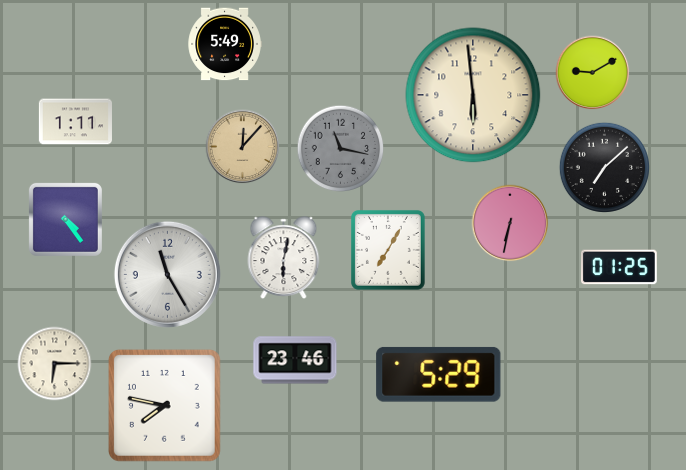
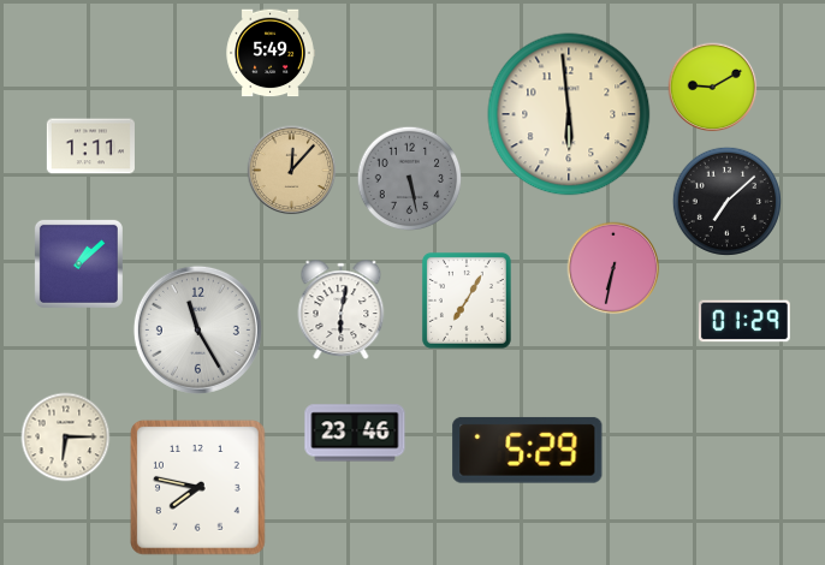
clock at (243, 147) position: (243, 147) -> (292, 171)
clock at (341, 149): 11:17 -> 5:28
clock at (65, 219): 4:24 -> 1:08
clock at (619, 267): 01:25 -> 01:29
clock at (167, 274) position: (167, 274) -> (197, 329)
